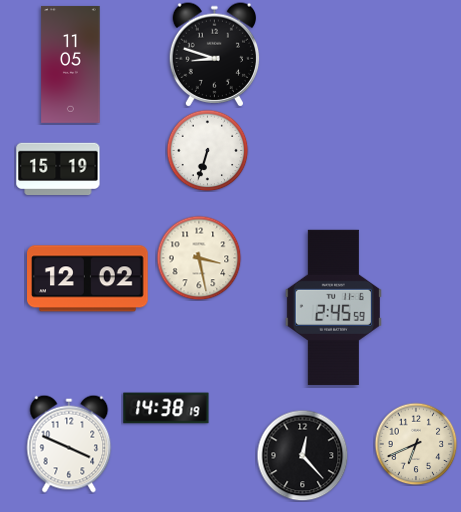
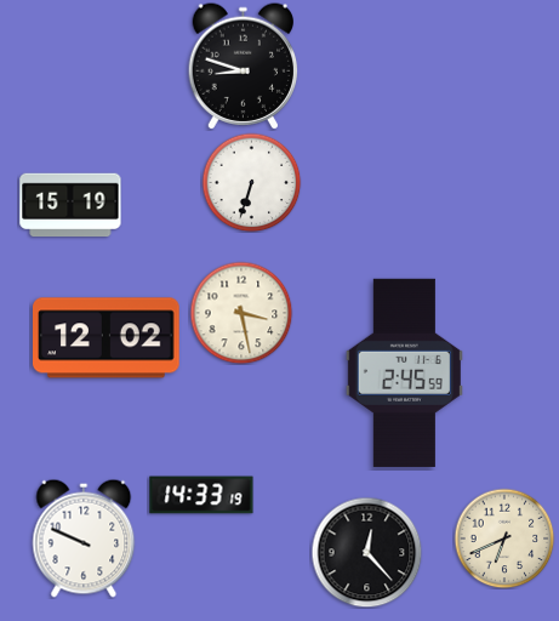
clock at (215, 55) position: (215, 55) -> (244, 67)
clock at (71, 64): 11:05 -> none
clock at (166, 408): 14:38 -> 14:33
clock at (69, 444): 3:49 -> 9:49
